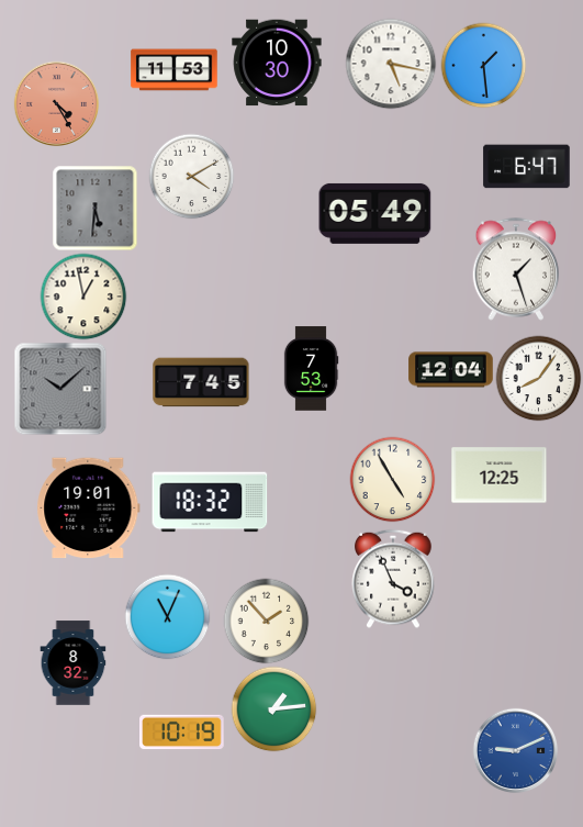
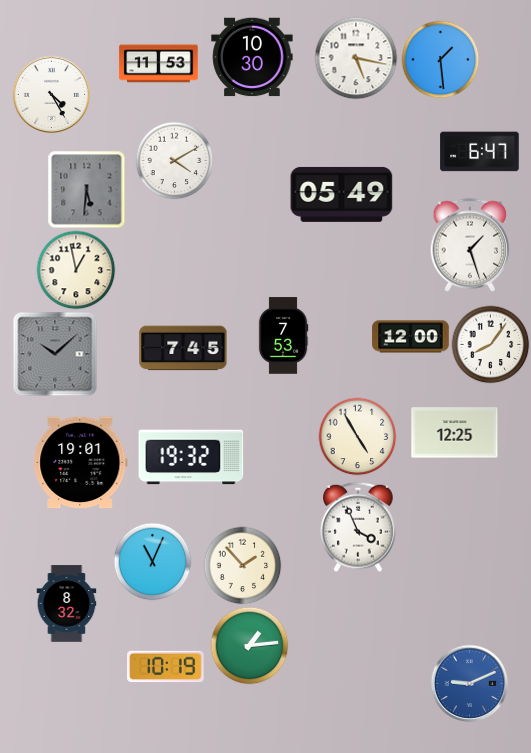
clock at (56, 103) dial: salmon -> white
clock at (451, 370): 12:04 -> 12:00
clock at (210, 502): 18:32 -> 19:32
